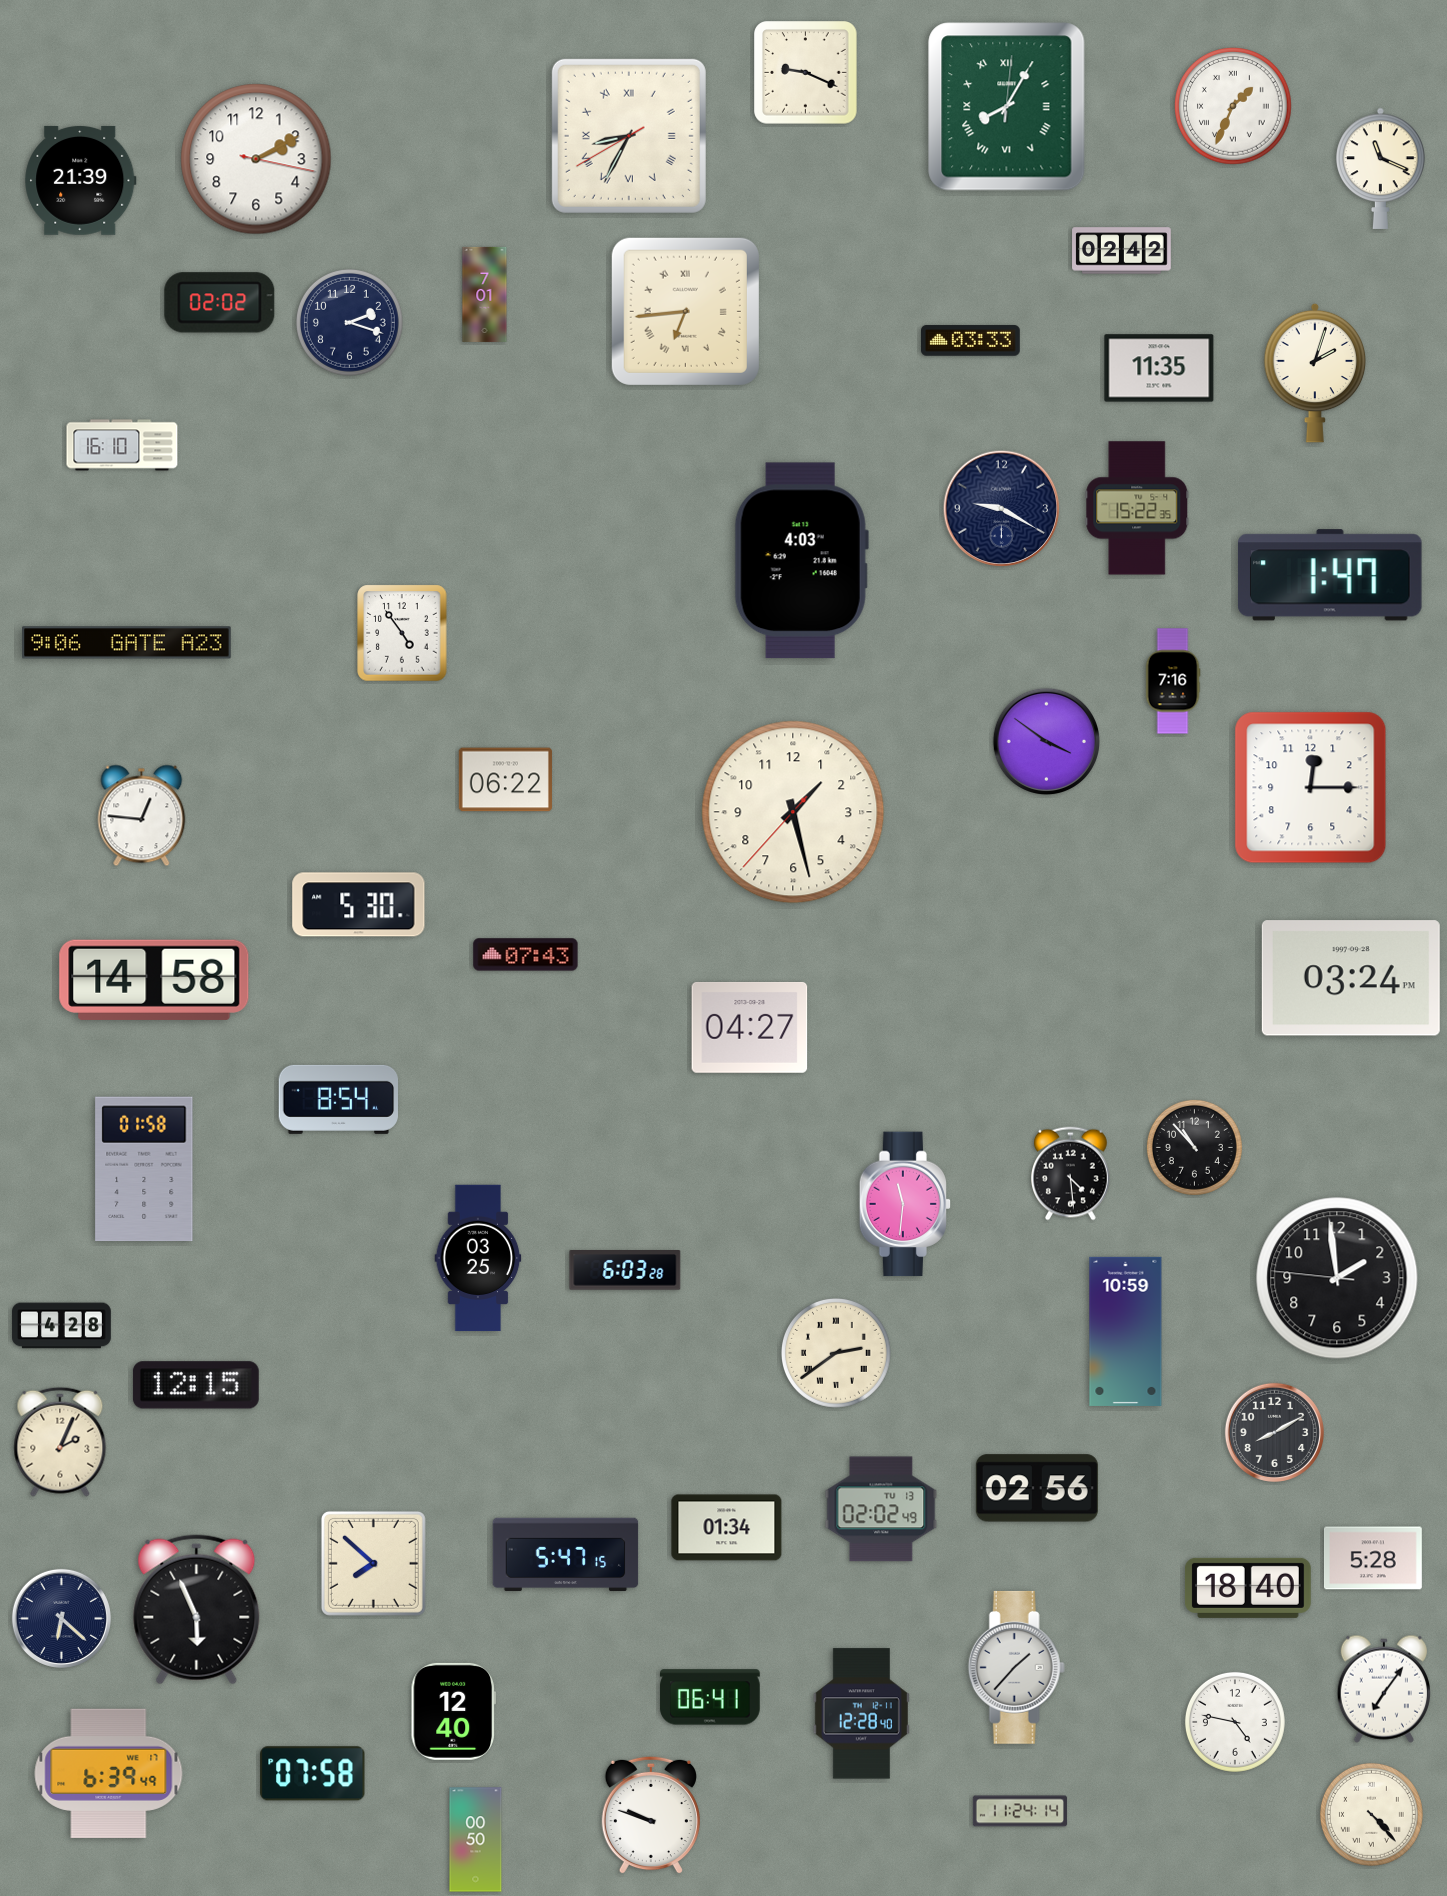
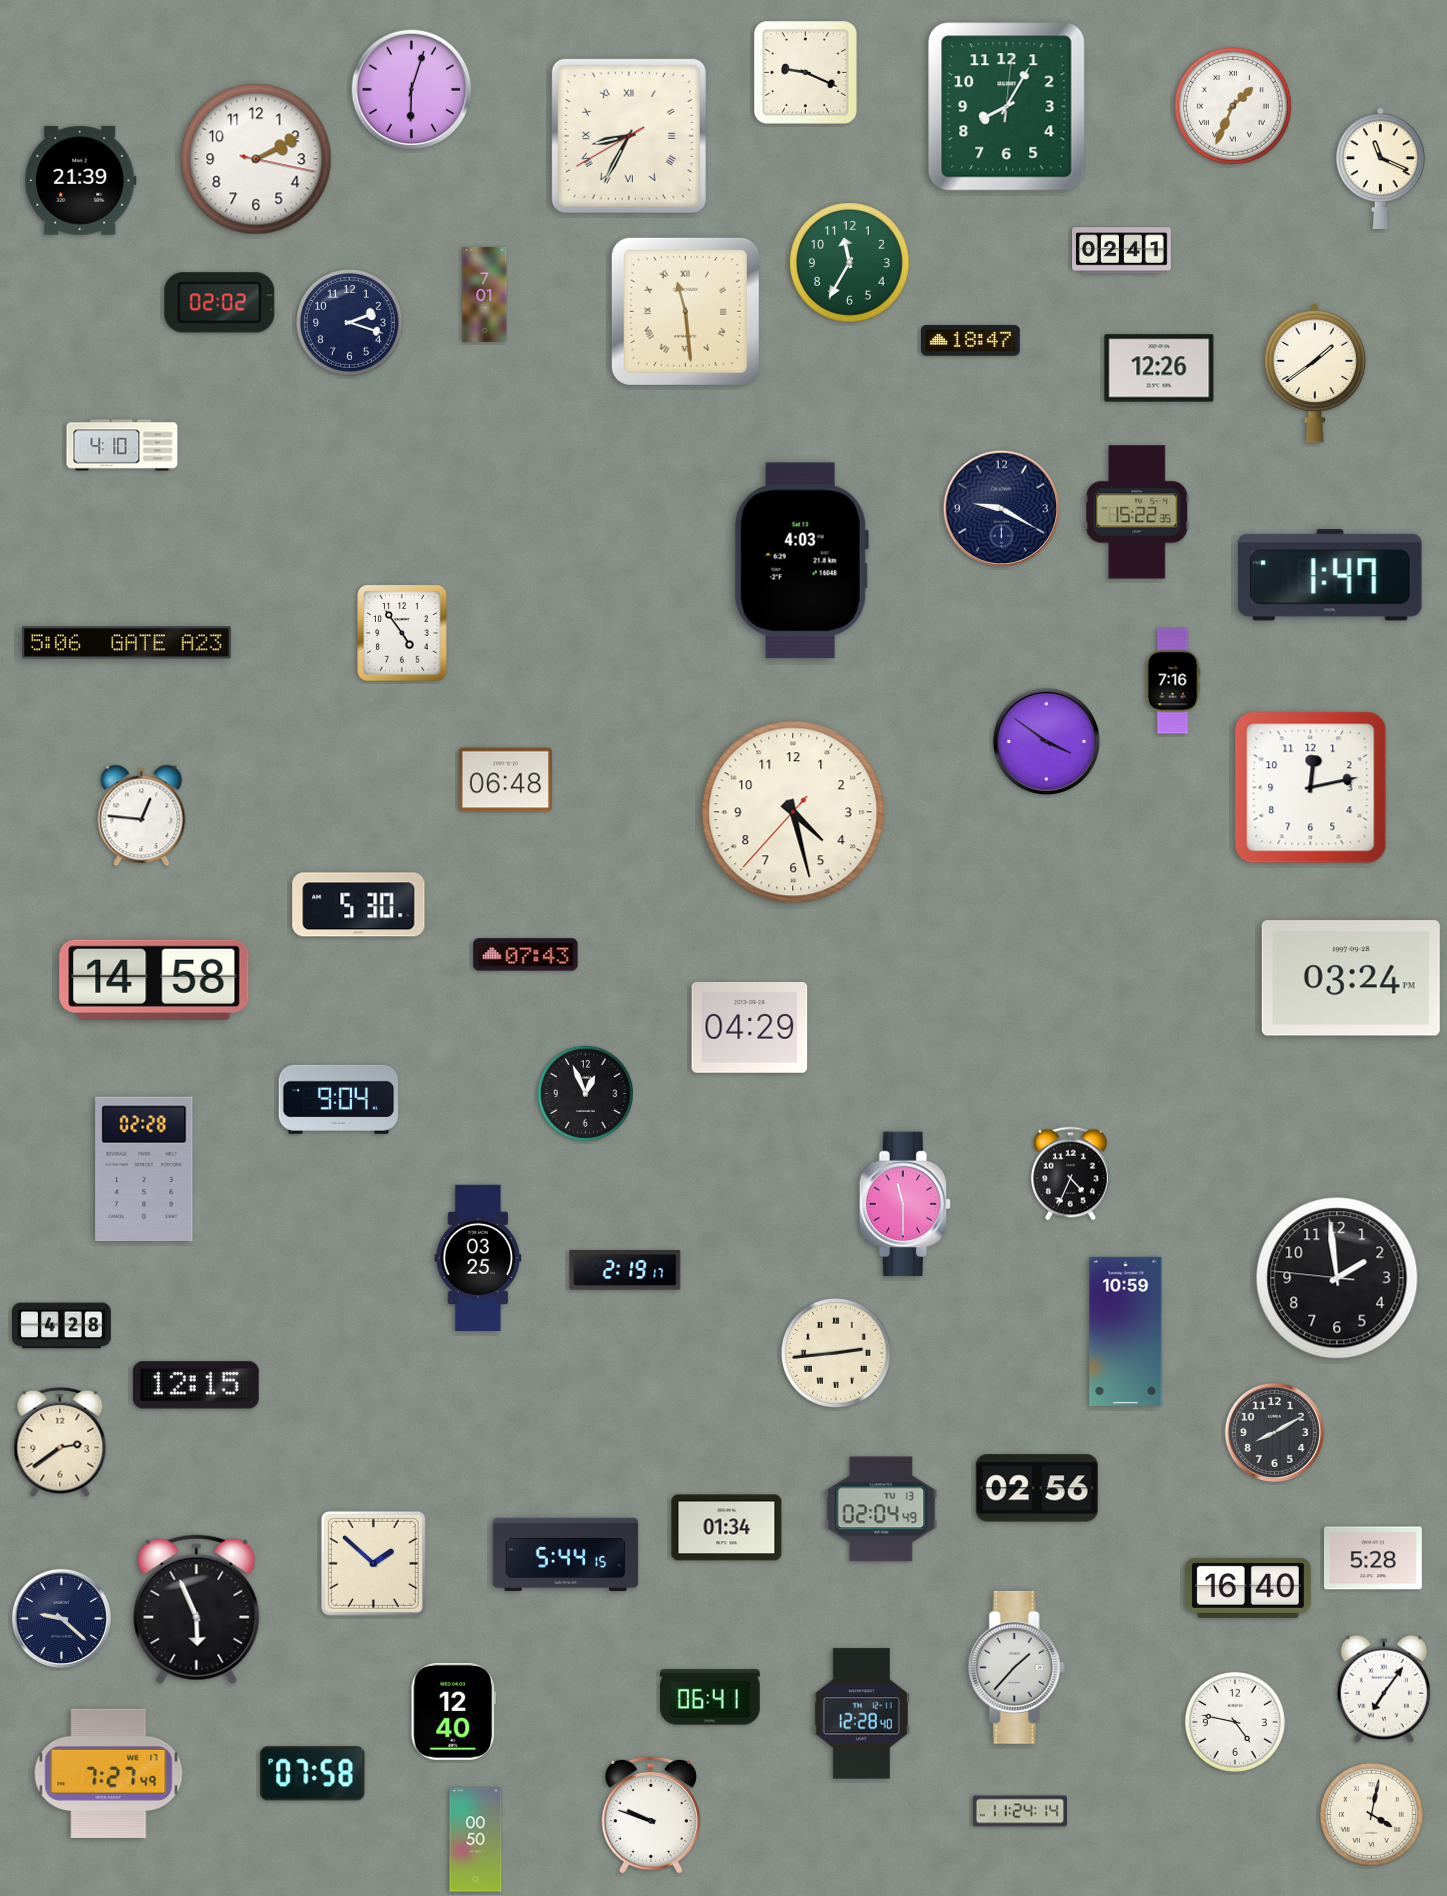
clock at (412, 90): none -> 6:03
clock at (1007, 107) numerals: Roman -> Arabic
clock at (1122, 251): 02:42 -> 02:41
clock at (850, 263): none -> 11:35
clock at (685, 311): 6:44 -> 11:29
clock at (971, 341): 03:33 -> 18:47
clock at (1159, 368): 11:35 -> 12:26
clock at (1315, 373): 2:03 -> 1:39
clock at (122, 445): 16:10 -> 4:10
clock at (1137, 508) position: (1137, 508) -> (1137, 512)
clock at (127, 643): 9:06 -> 5:06
clock at (505, 780): 06:22 -> 06:48
clock at (1311, 788): 12:15 -> 12:13
clock at (793, 812): 1:27 -> 4:27
clock at (750, 1027): 04:27 -> 04:29
clock at (585, 1093): none -> 12:56
clock at (338, 1099): 8:54 -> 9:04
clock at (1194, 1147): 10:53 -> none
clock at (144, 1169): 01:58 -> 02:28
clock at (1071, 1174): 4:29 -> 4:34
clock at (905, 1204): 11:31 -> 11:30
clock at (625, 1271): 6:03 -> 2:19
clock at (836, 1353): 2:39 -> 2:44
clock at (60, 1442): 2:04 -> 2:39
clock at (881, 1509): 02:02 -> 02:04
clock at (566, 1555): 5:47 -> 5:44
clock at (373, 1563): 7:52 -> 1:52
clock at (1248, 1588): 18:40 -> 16:40
clock at (61, 1618): 6:22 -> 9:22
clock at (109, 1773): 6:39 -> 7:27
clock at (1371, 1814): 4:23 -> 4:02
